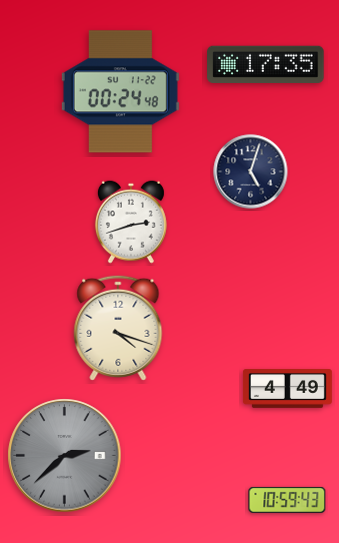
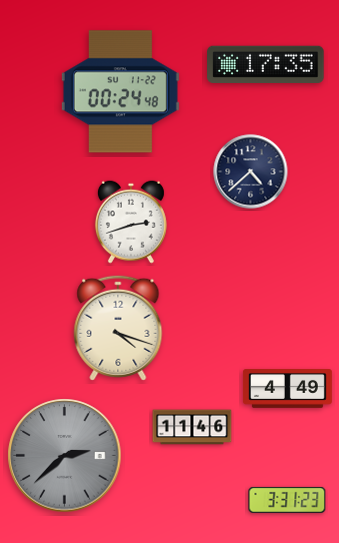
clock at (251, 172): 5:03 -> 4:38
clock at (192, 427): none -> 11:46
clock at (287, 500): 10:59 -> 3:31
